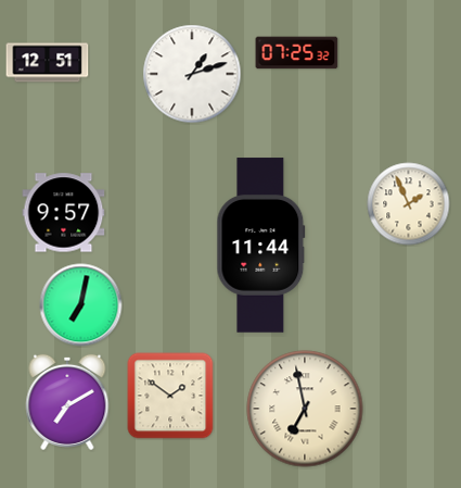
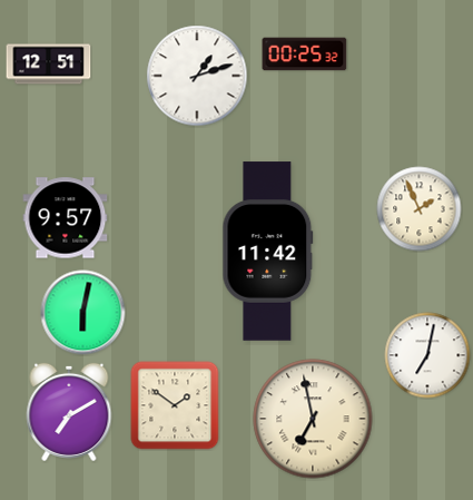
clock at (297, 53): 07:25 -> 00:25
clock at (261, 246): 11:44 -> 11:42
clock at (81, 305): 7:02 -> 6:02
clock at (427, 355): none -> 7:02
